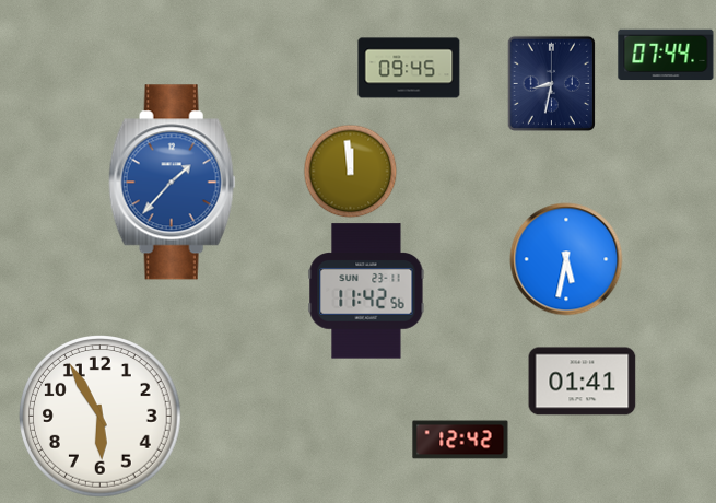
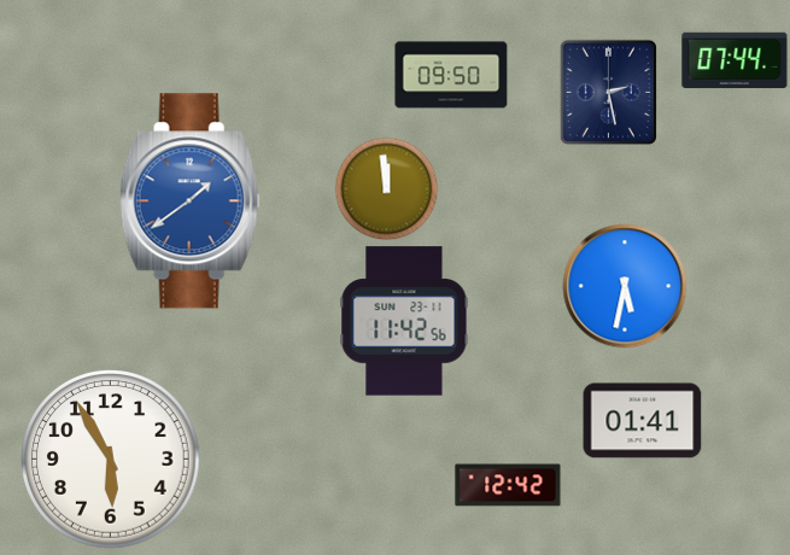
clock at (409, 68): 09:45 -> 09:50
clock at (551, 83): 8:32 -> 2:28
clock at (172, 183): 1:37 -> 1:39
